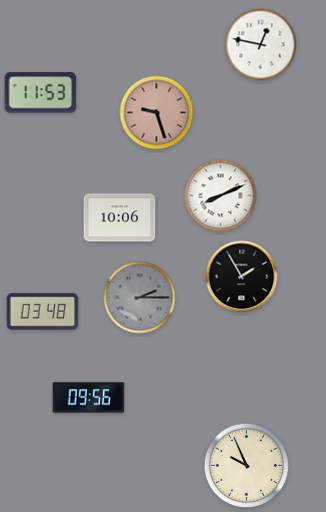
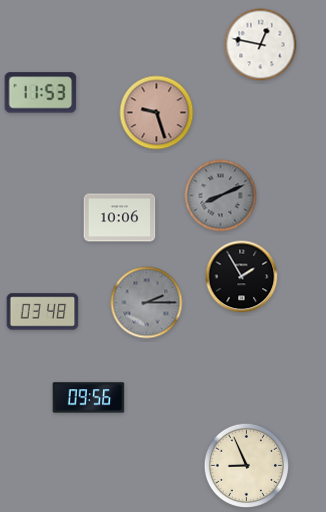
clock at (221, 196) dial: white -> grey
clock at (140, 298) position: (140, 298) -> (147, 303)
clock at (246, 465): 9:56 -> 8:56
